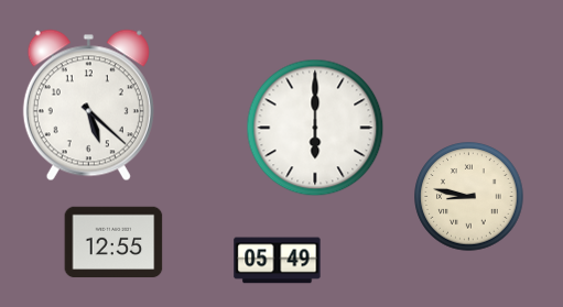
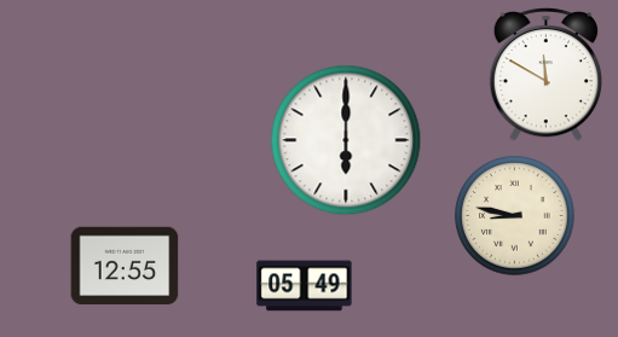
clock at (545, 74): none -> 11:50
clock at (88, 106): 5:22 -> none
